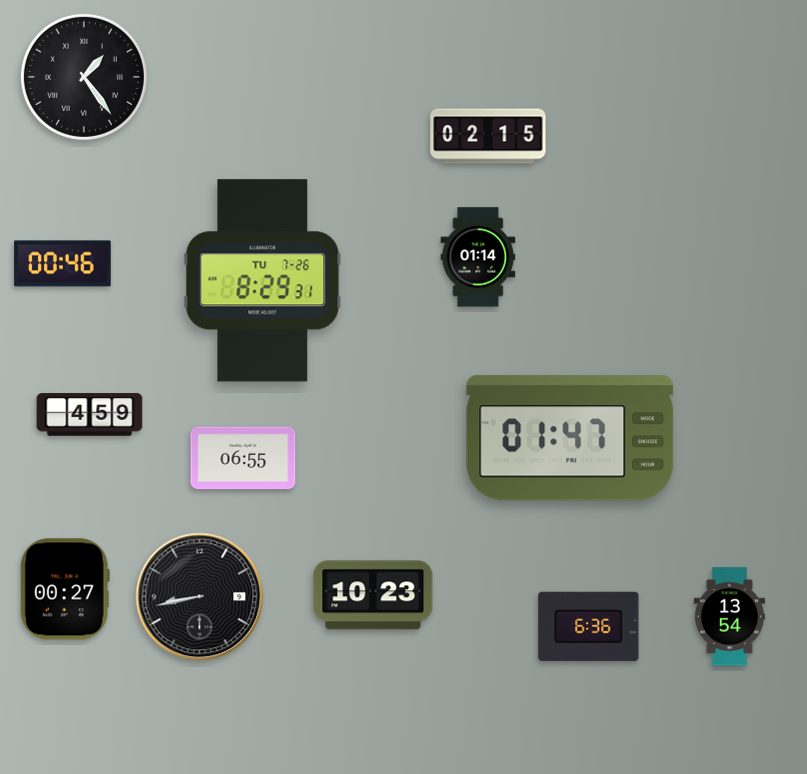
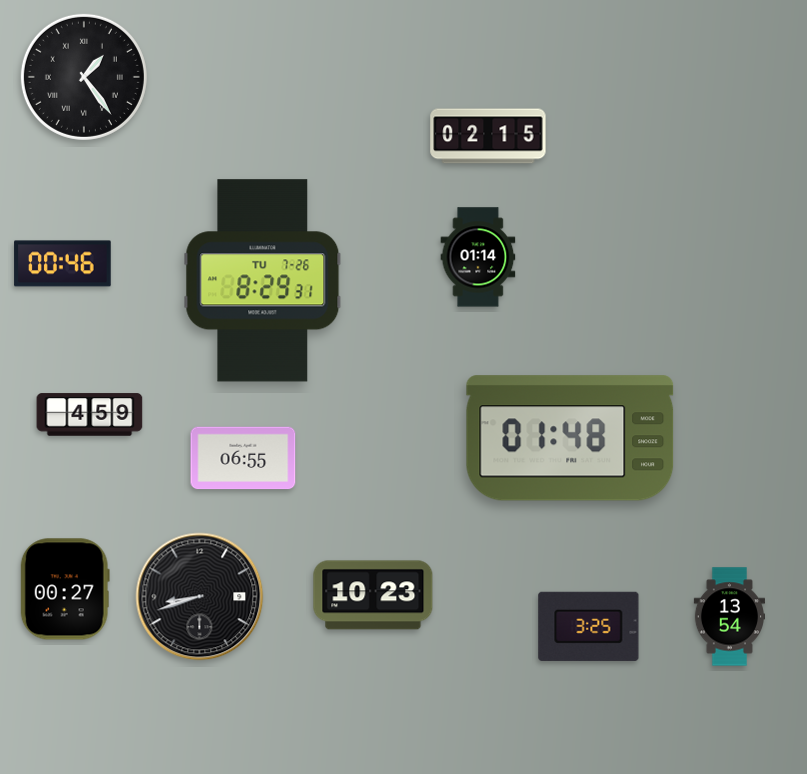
clock at (570, 438): 01:47 -> 01:48
clock at (200, 597): 8:43 -> 8:42
clock at (589, 626): 6:36 -> 3:25
